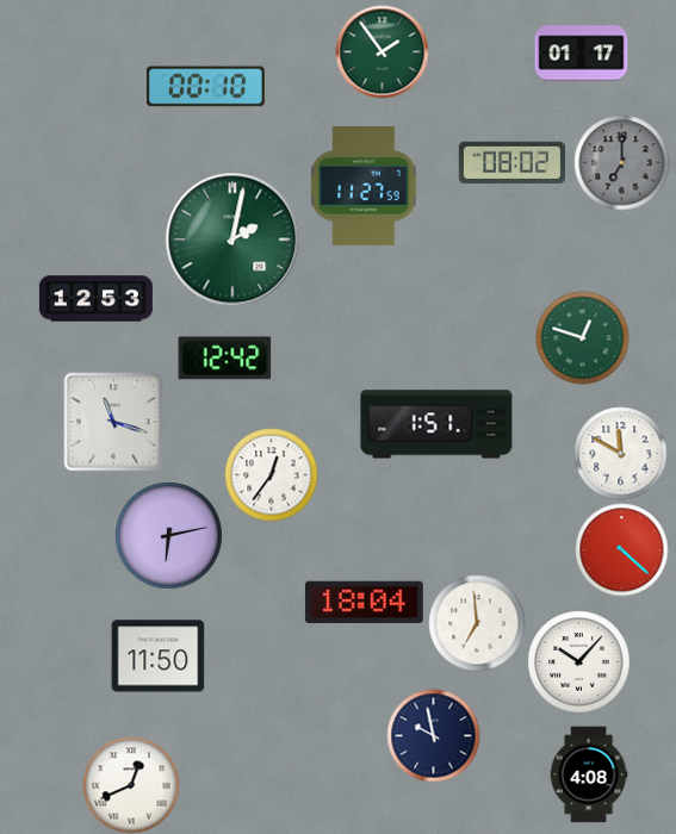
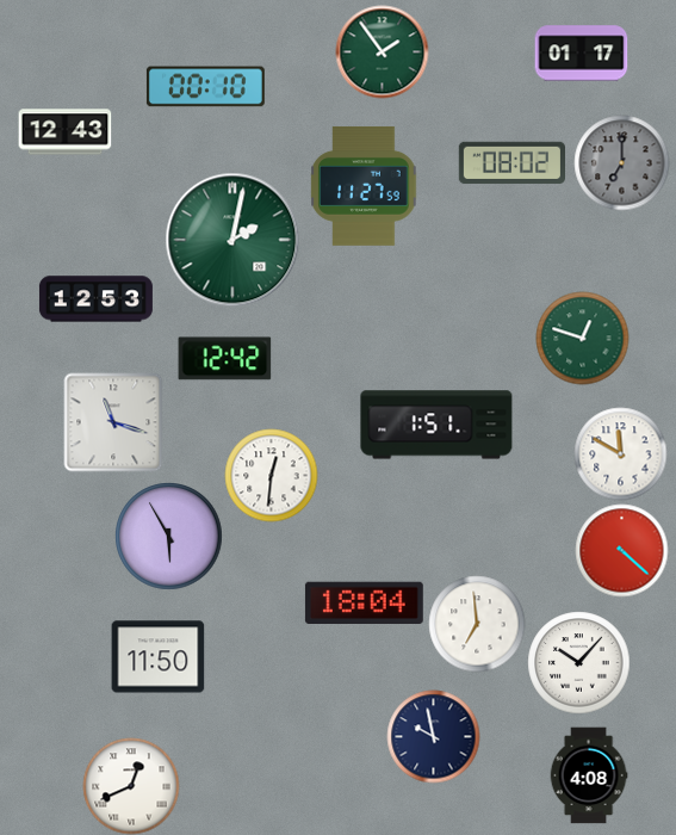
clock at (64, 132): none -> 12:43
clock at (271, 474): 12:36 -> 12:31
clock at (168, 535): 6:13 -> 5:55
